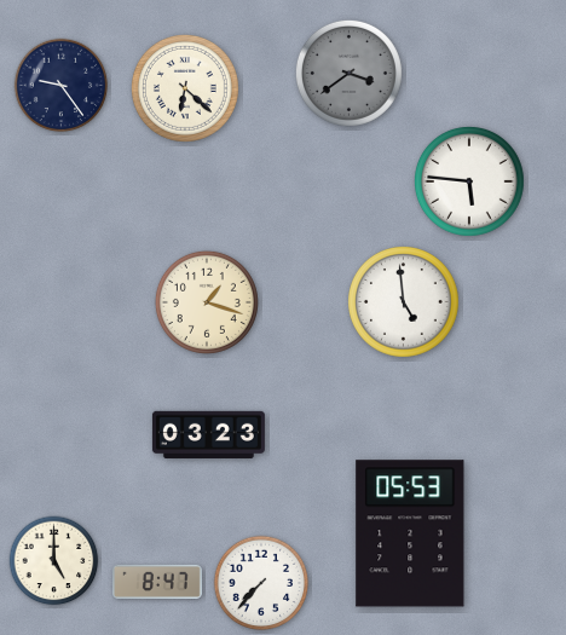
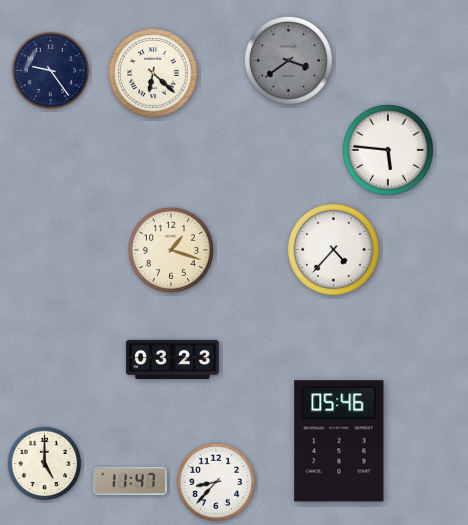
clock at (404, 302): 4:59 -> 4:37
clock at (410, 533): 05:53 -> 05:46
clock at (157, 581): 8:47 -> 11:47
clock at (261, 583): 7:37 -> 8:37
